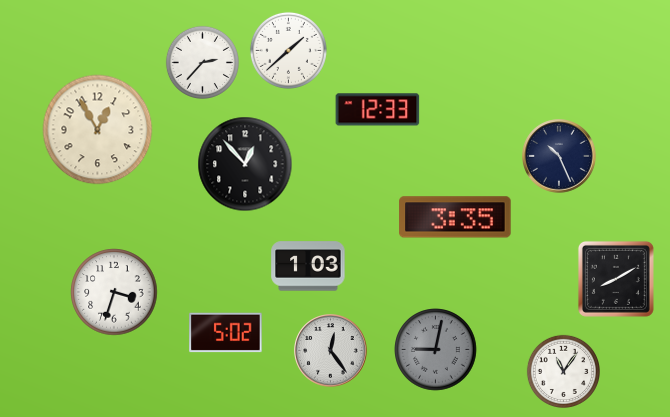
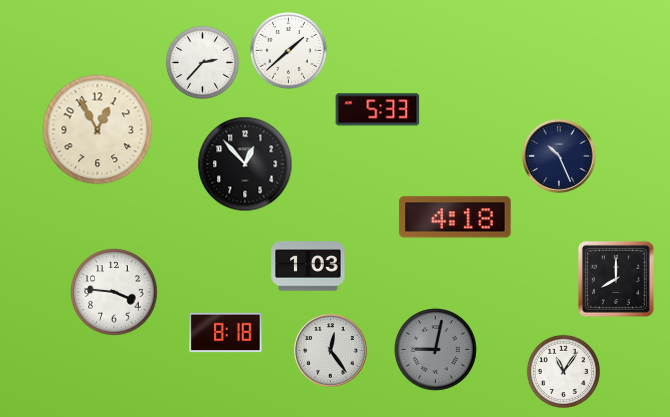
clock at (378, 110): 12:33 -> 5:33
clock at (455, 217): 3:35 -> 4:18
clock at (616, 279): 8:10 -> 8:00
clock at (114, 292): 3:33 -> 3:46
clock at (226, 333): 5:02 -> 8:18
